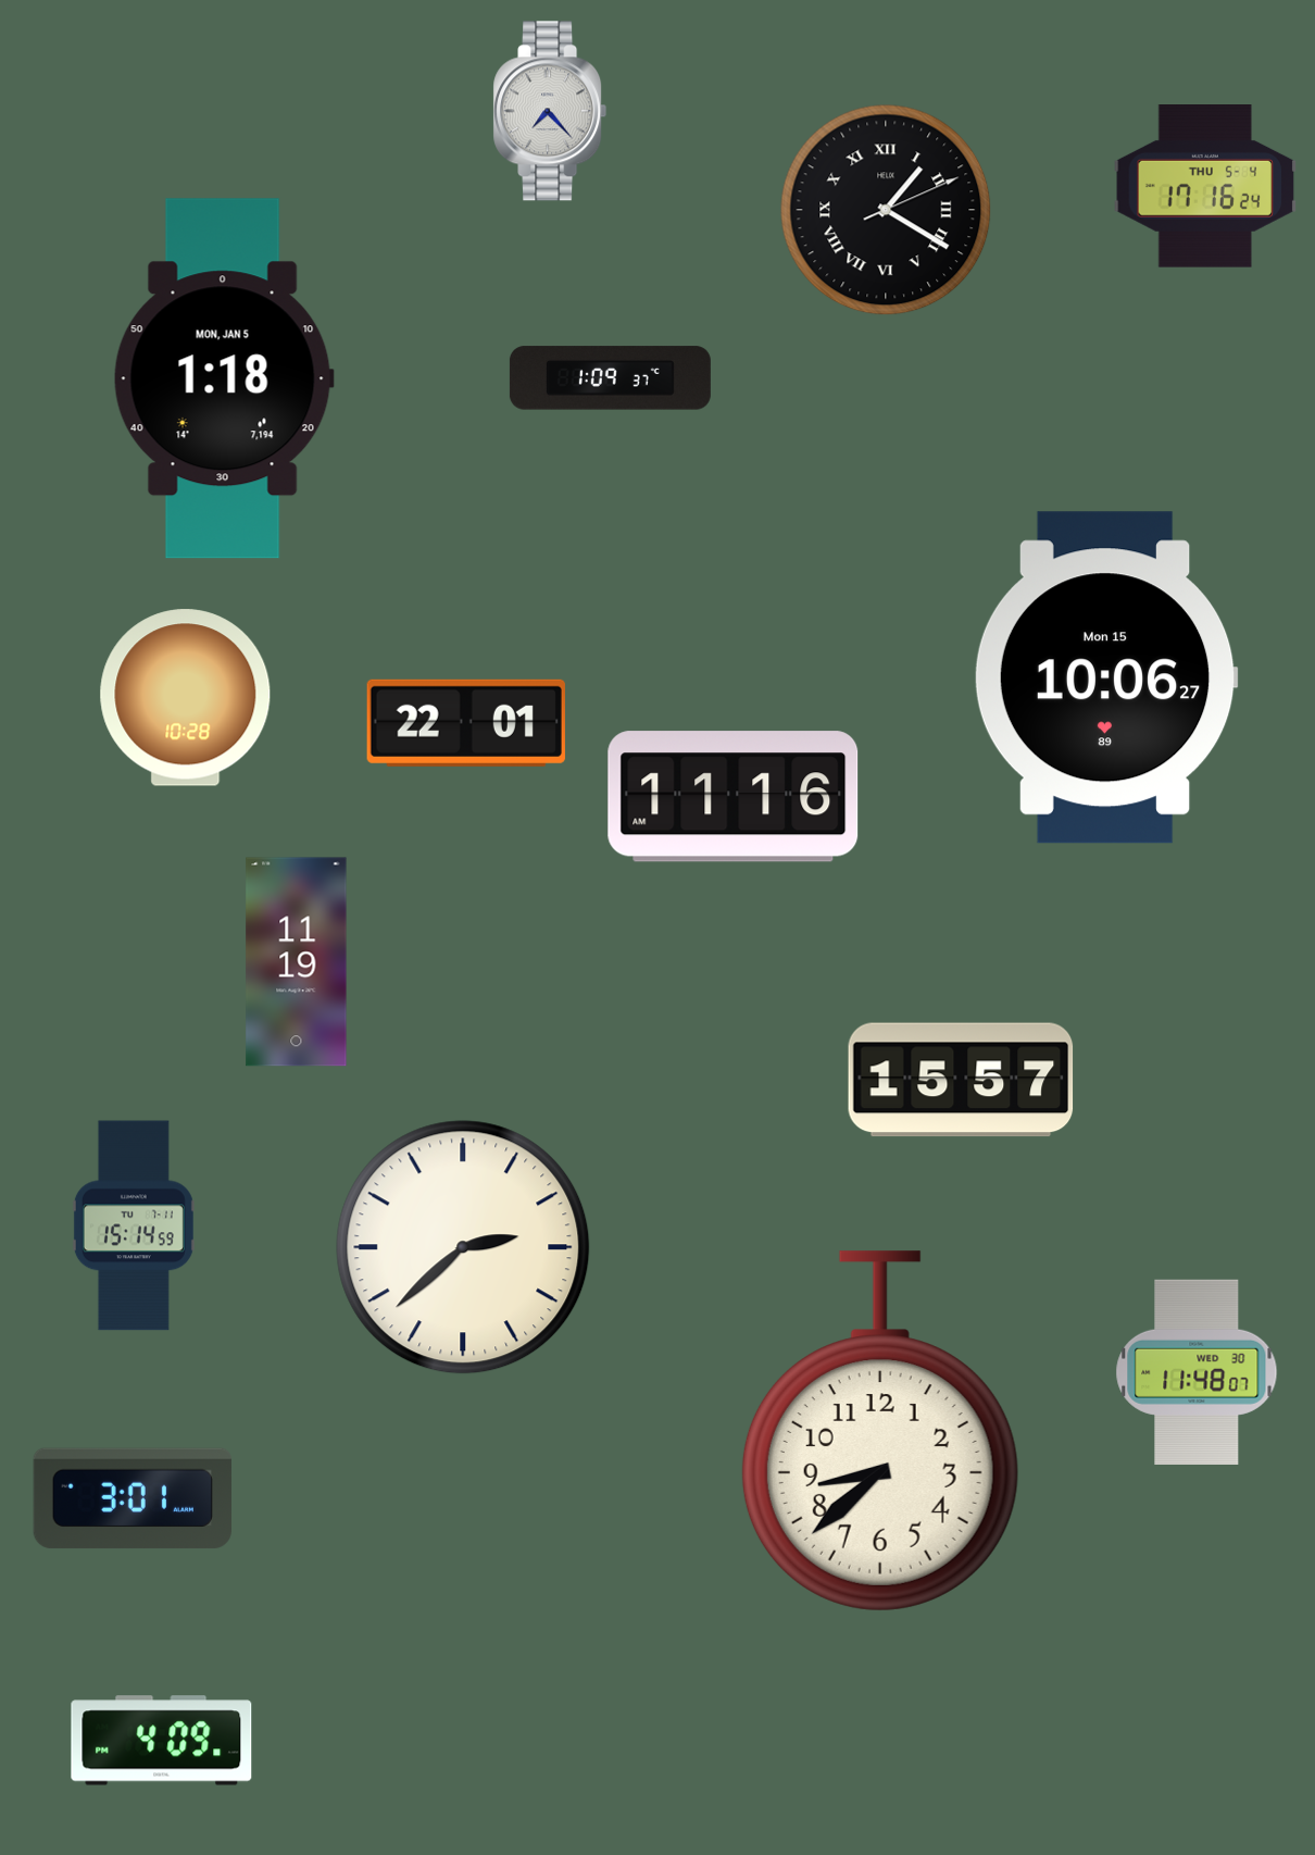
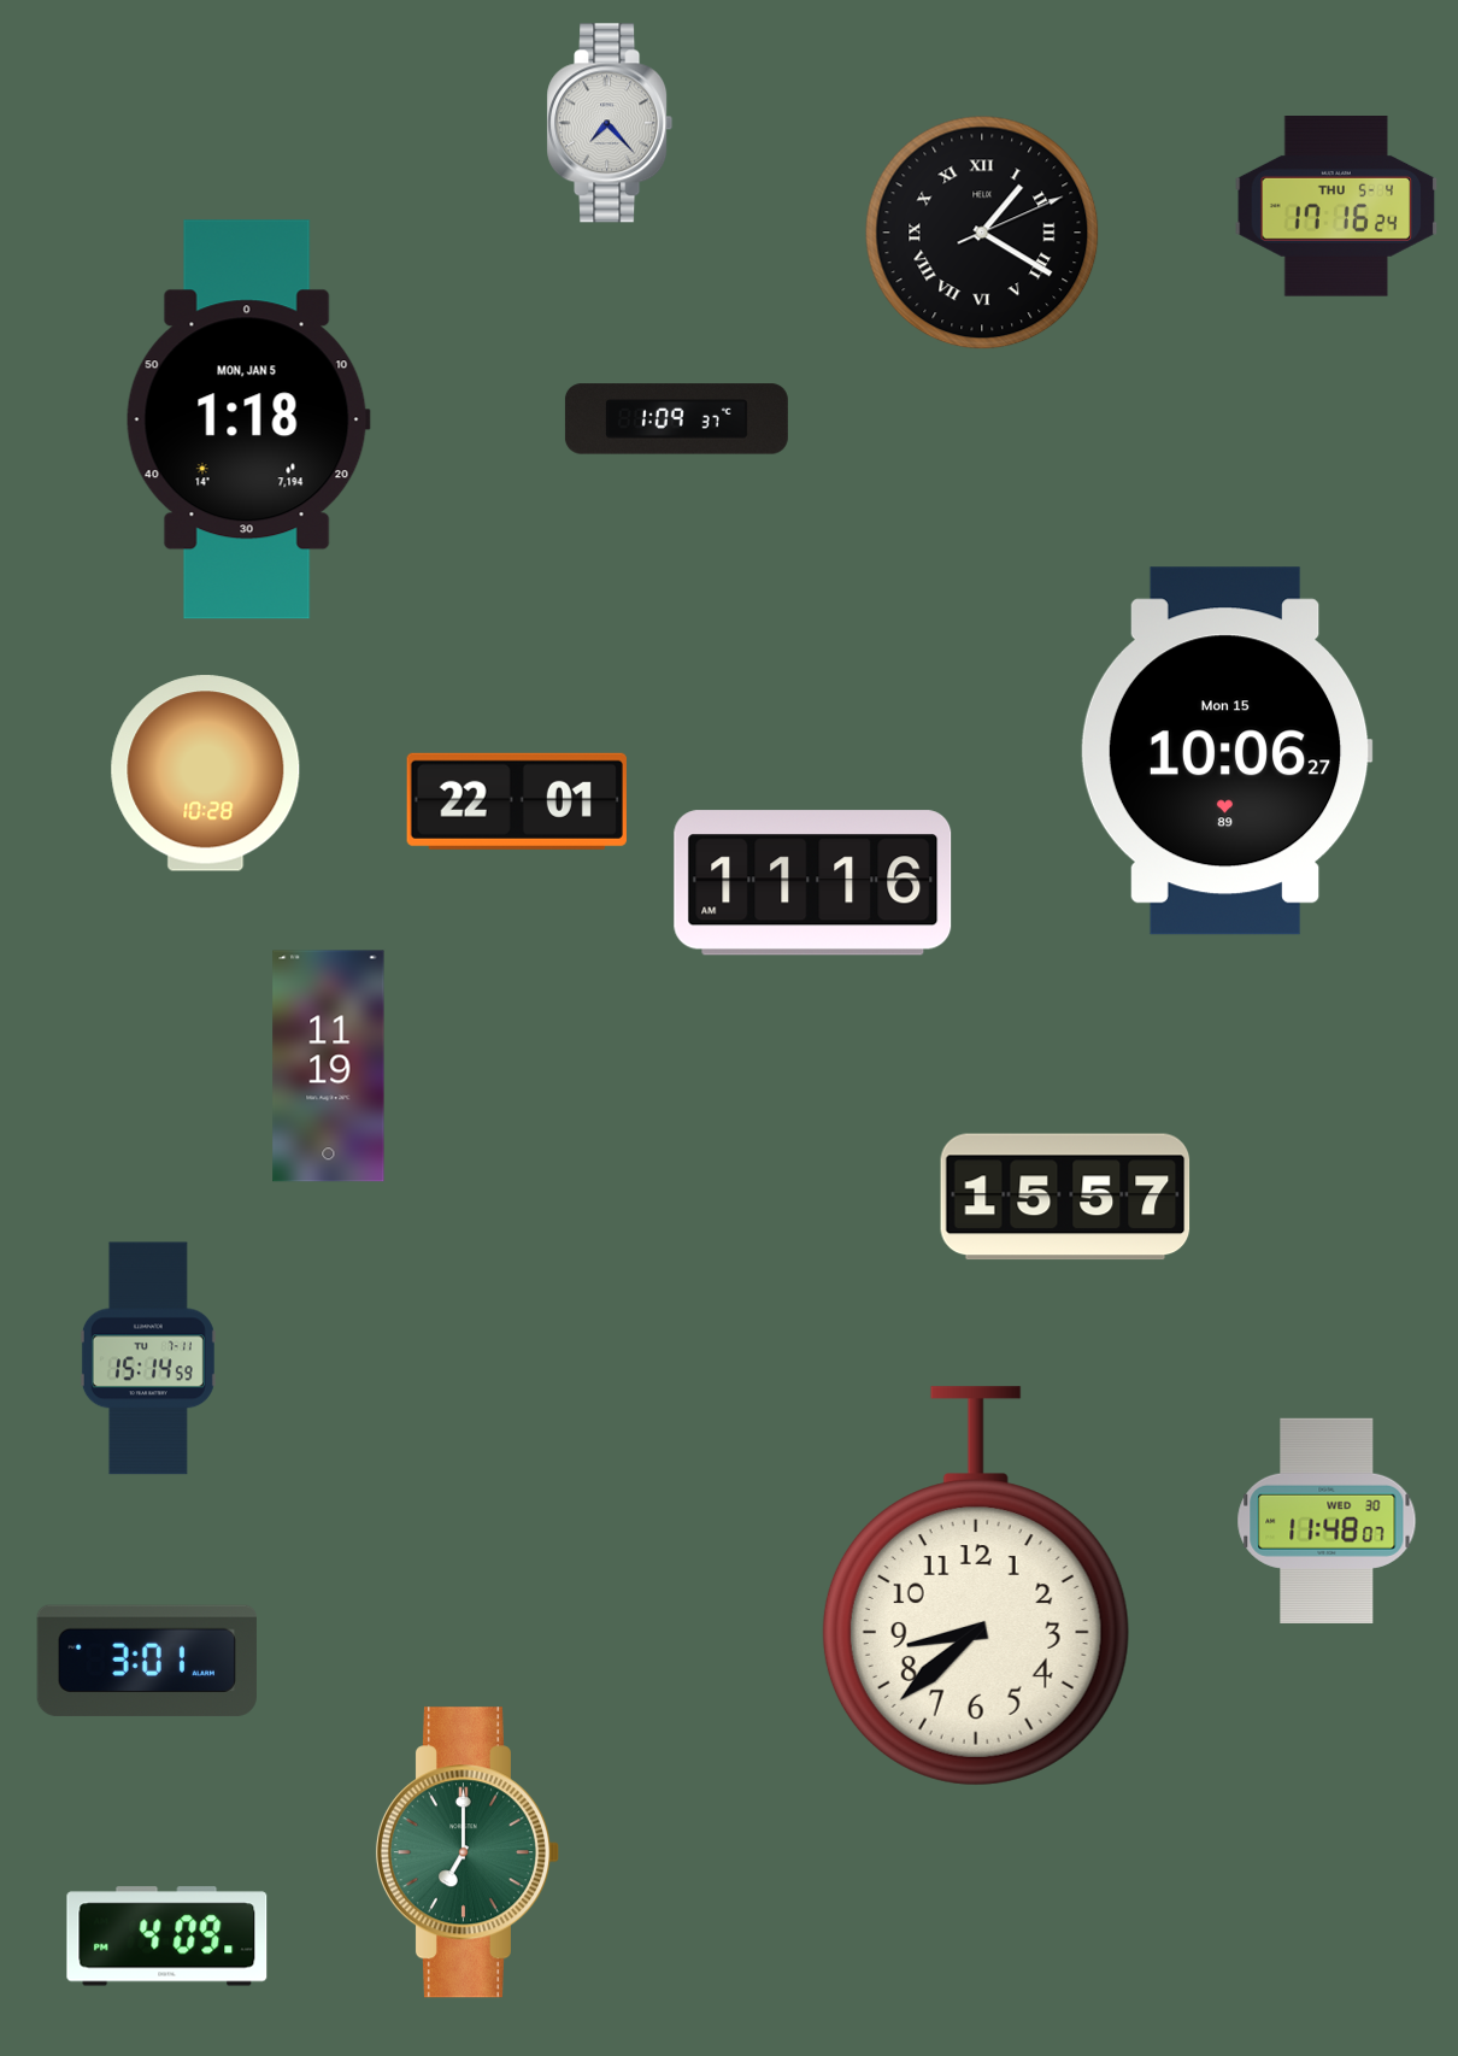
clock at (463, 1247): 2:38 -> none
clock at (466, 1852): none -> 7:00
clock at (162, 1741) position: (162, 1741) -> (167, 1937)
